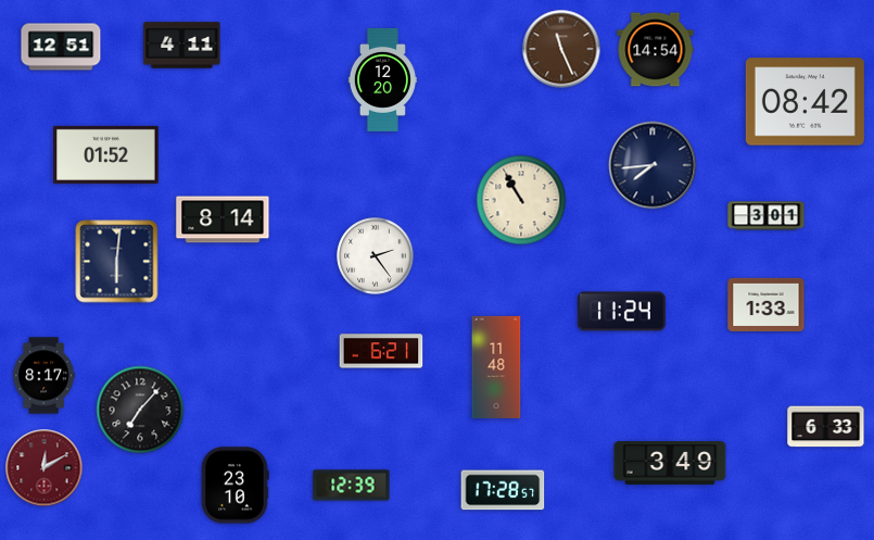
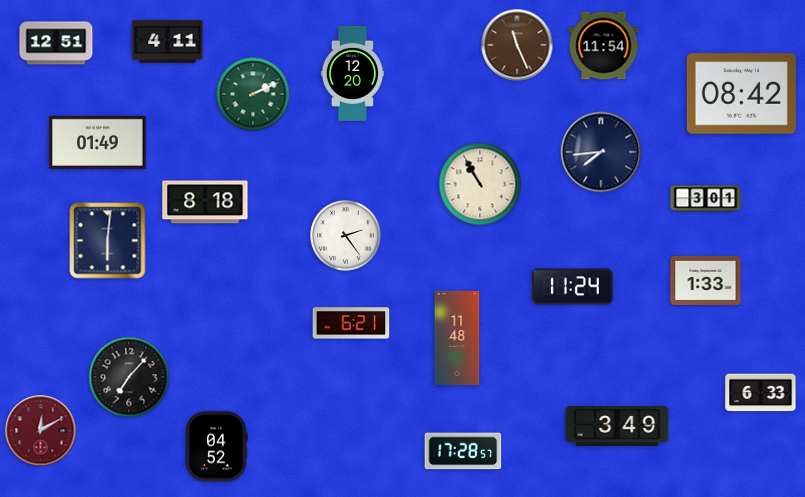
clock at (656, 50): 14:54 -> 11:54
clock at (253, 94): none -> 2:11
clock at (106, 154): 01:52 -> 01:49
clock at (223, 219): 8:14 -> 8:18
clock at (43, 376): 8:17 -> none
clock at (236, 486): 23:10 -> 04:52
clock at (352, 486): 12:39 -> none
